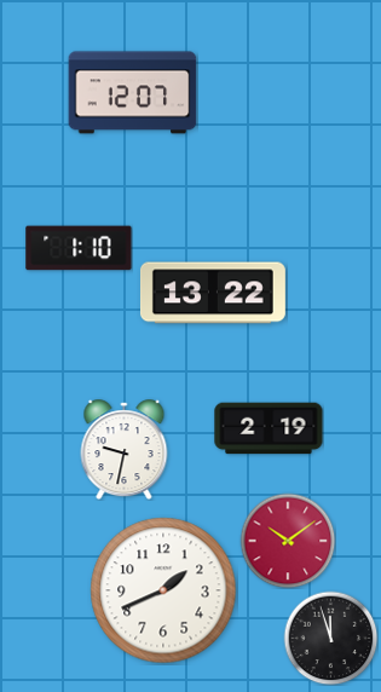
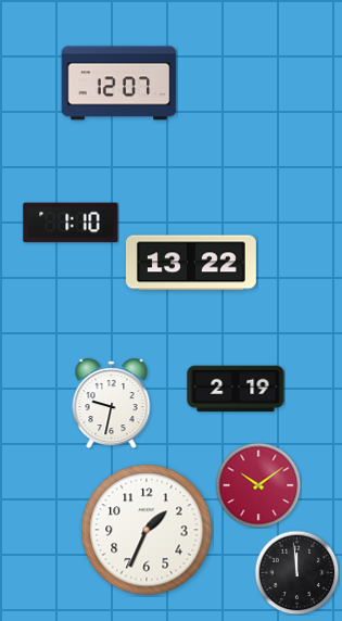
clock at (269, 428) position: (269, 428) -> (236, 389)
clock at (163, 590): 1:41 -> 1:34
clock at (330, 638): 11:57 -> 11:59
